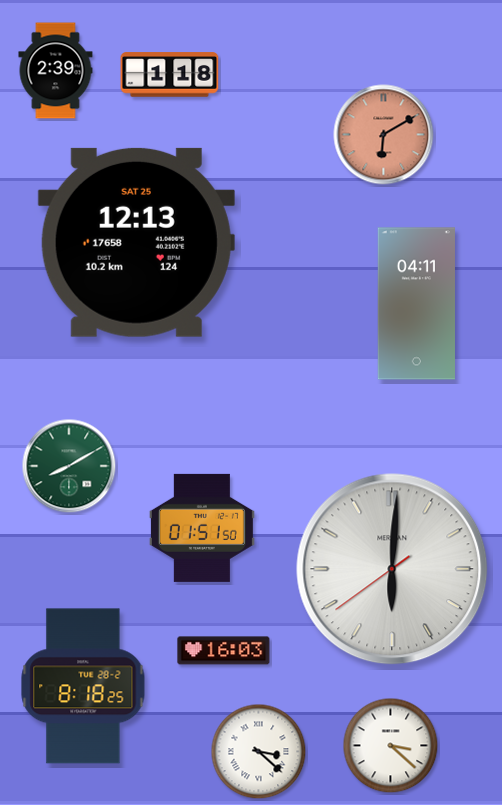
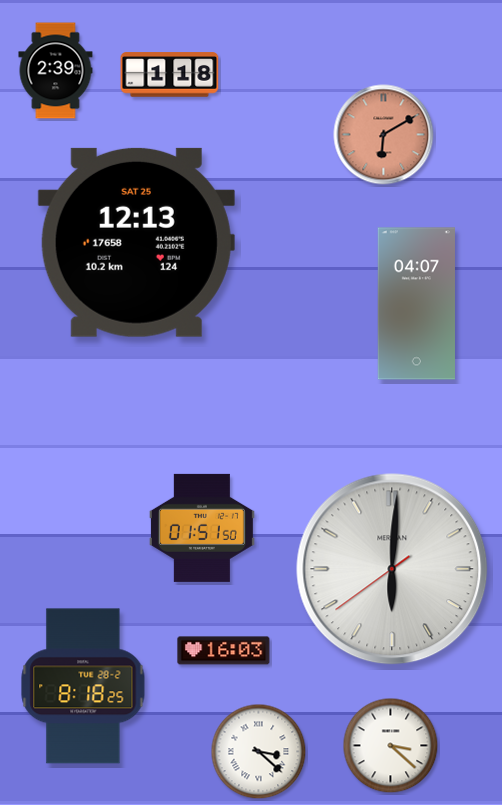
clock at (416, 304): 04:11 -> 04:07
clock at (69, 466): 8:10 -> none
